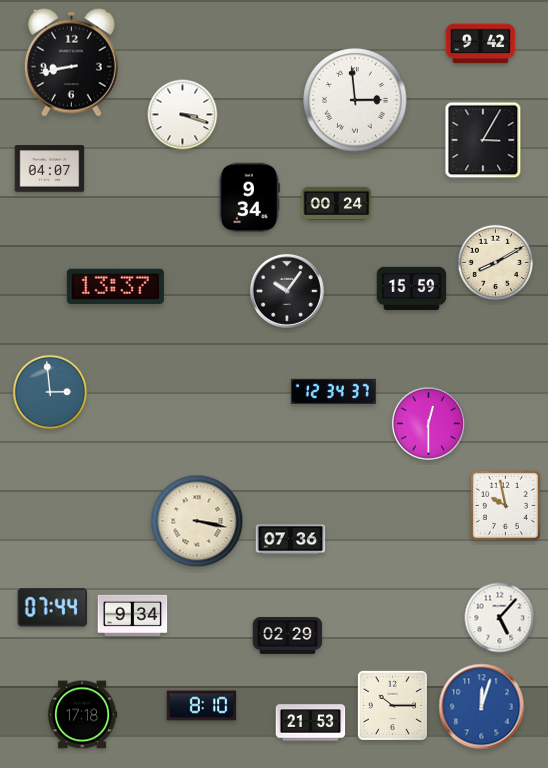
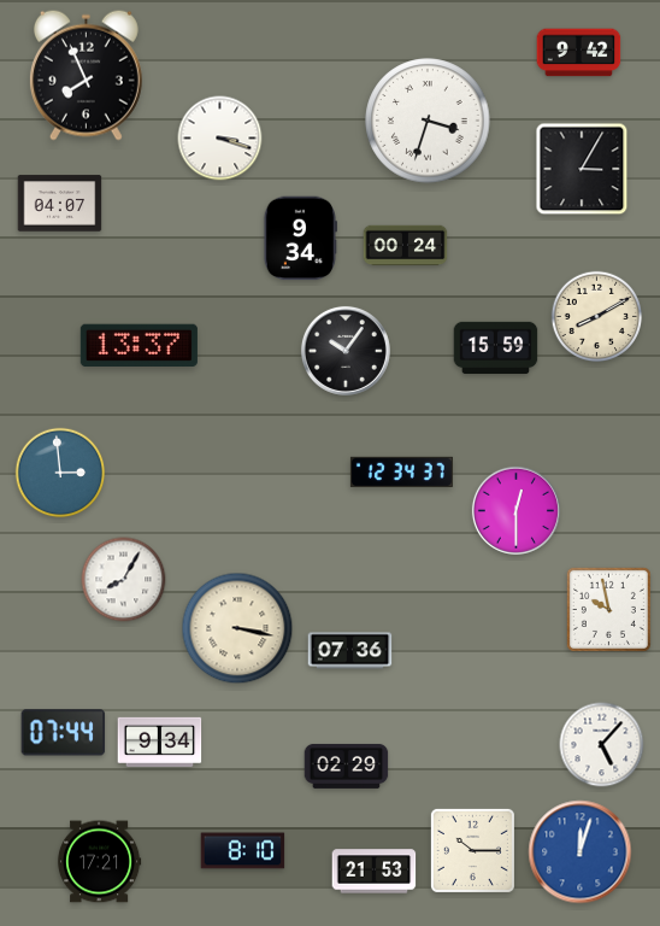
clock at (71, 62): 8:43 -> 7:56
clock at (355, 100): 2:59 -> 3:33
clock at (124, 580): none -> 8:05
clock at (82, 715): 17:18 -> 17:21
